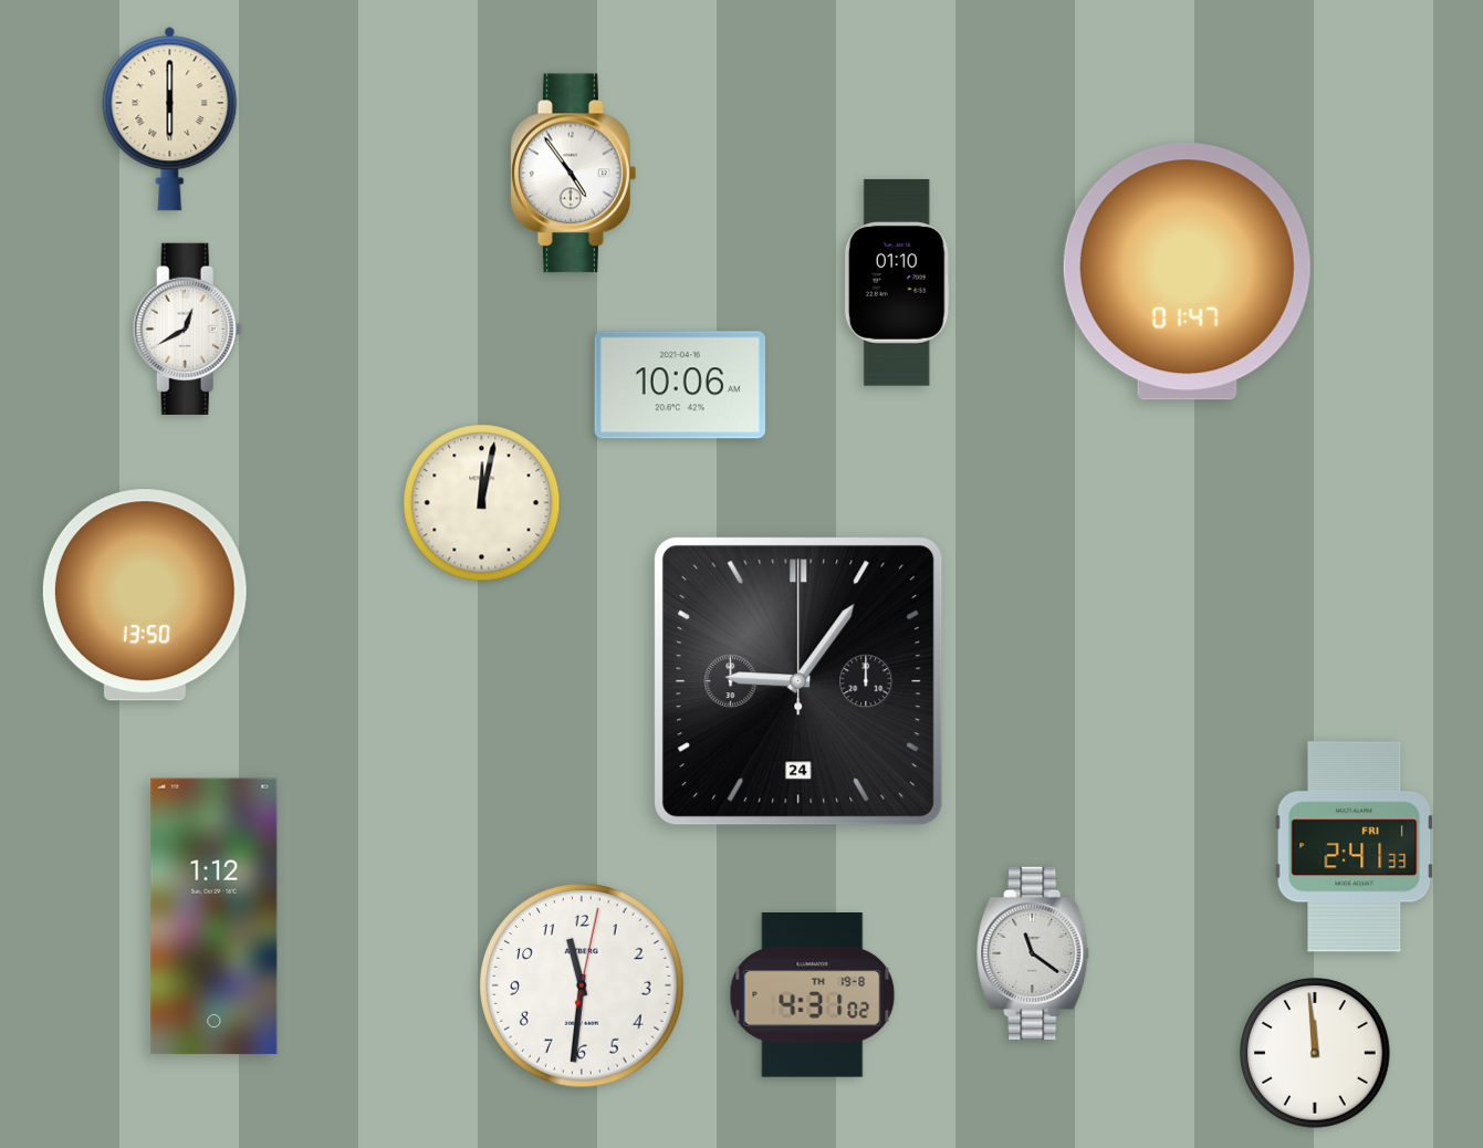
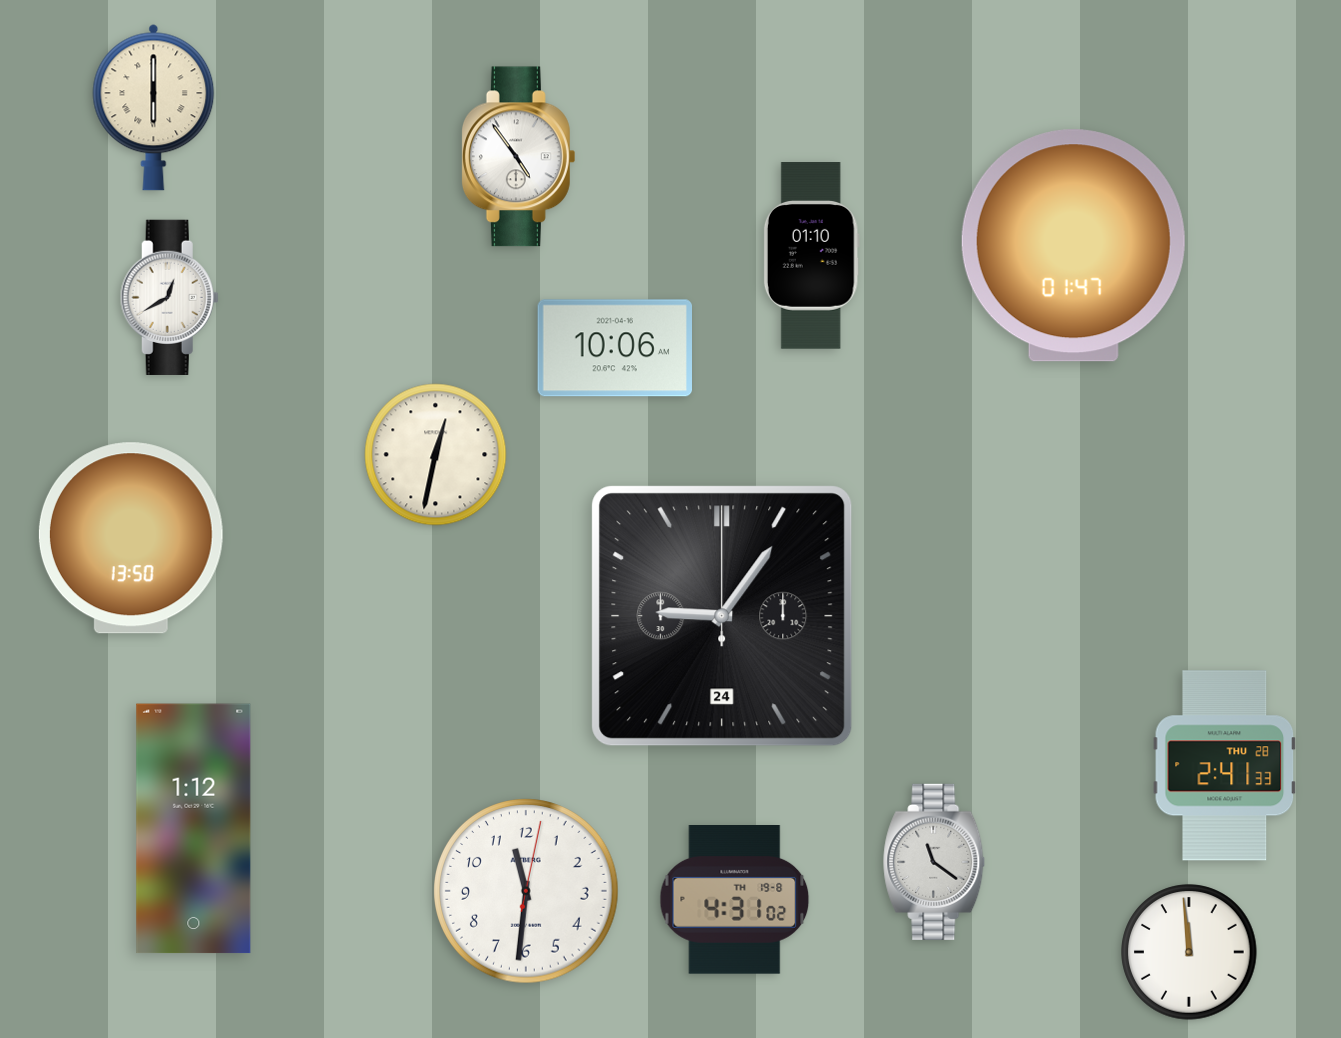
clock at (482, 503): 12:02 -> 12:32
clock at (1355, 847) date: FRI 1 -> THU 28
